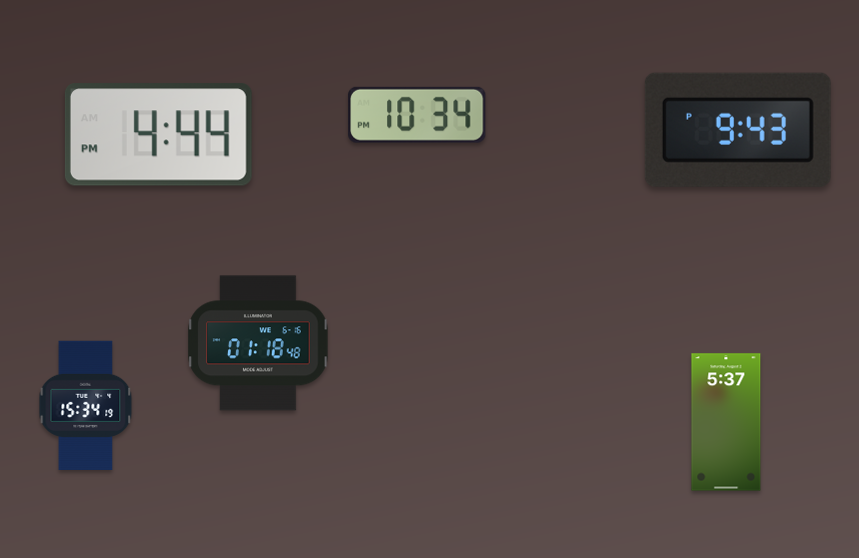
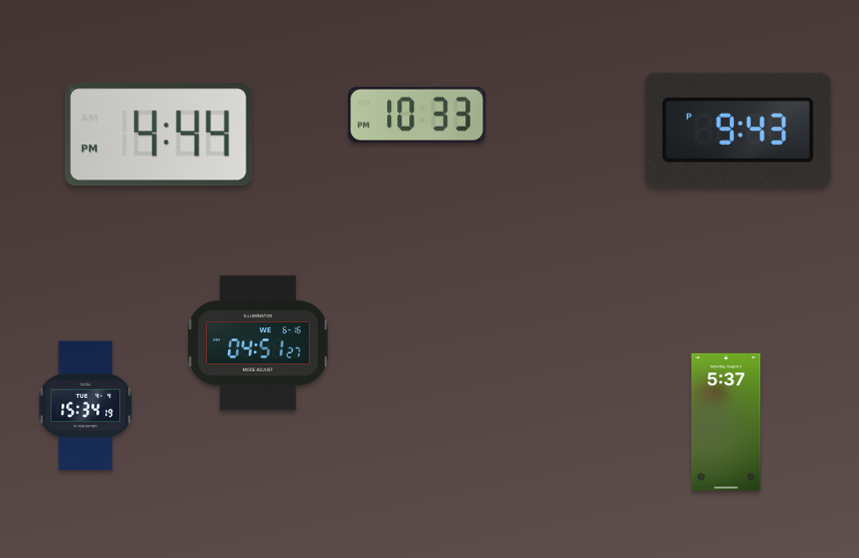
clock at (417, 115): 10:34 -> 10:33
clock at (258, 343): 01:18 -> 04:51
